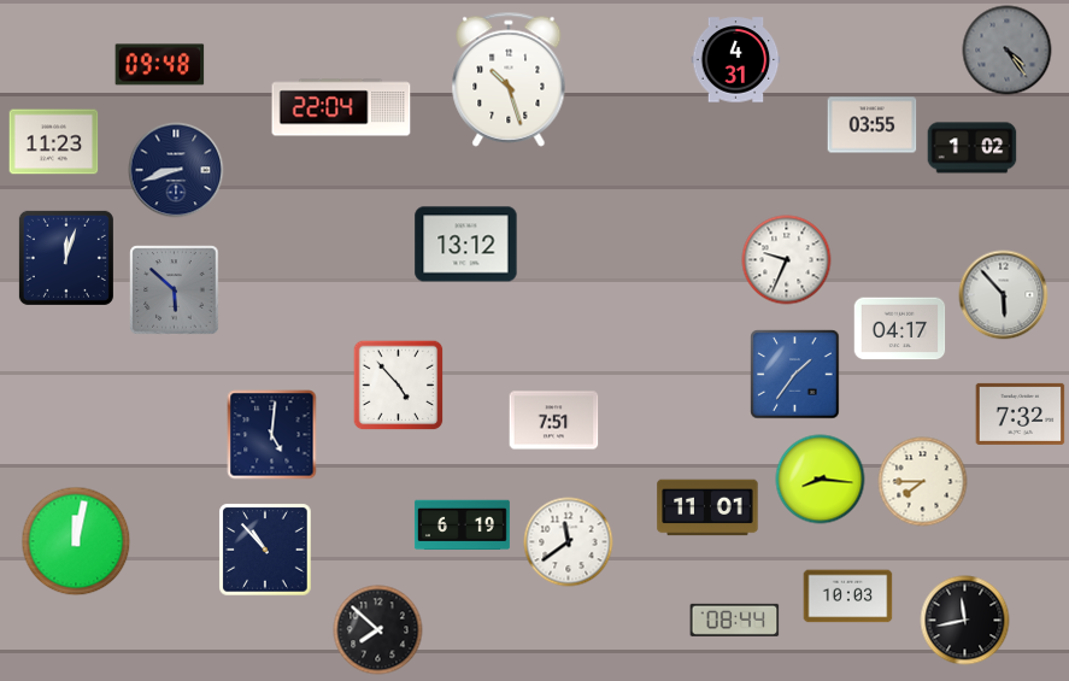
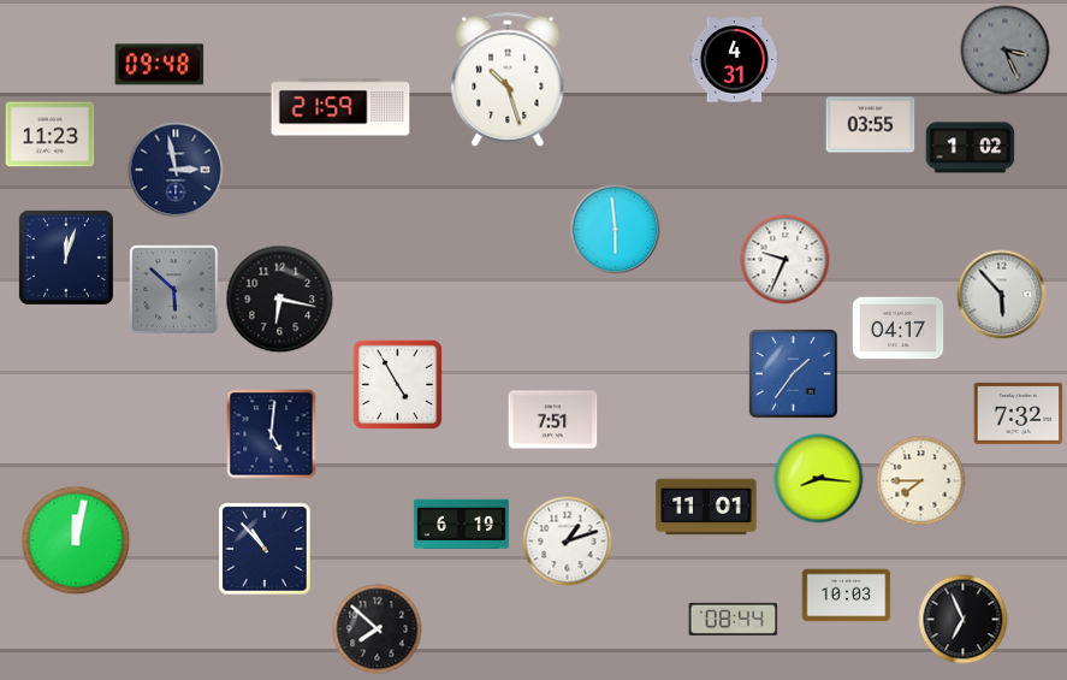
clock at (1008, 51): 4:24 -> 3:26
clock at (341, 107): 22:04 -> 21:59
clock at (54, 142) position: (54, 142) -> (51, 135)
clock at (176, 170): 8:42 -> 2:58
clock at (616, 230): none -> 5:59
clock at (466, 245): 13:12 -> none
clock at (280, 300): none -> 6:17
clock at (399, 386): 4:53 -> 4:55
clock at (569, 542): 11:39 -> 1:12
clock at (965, 621): 11:43 -> 6:56
